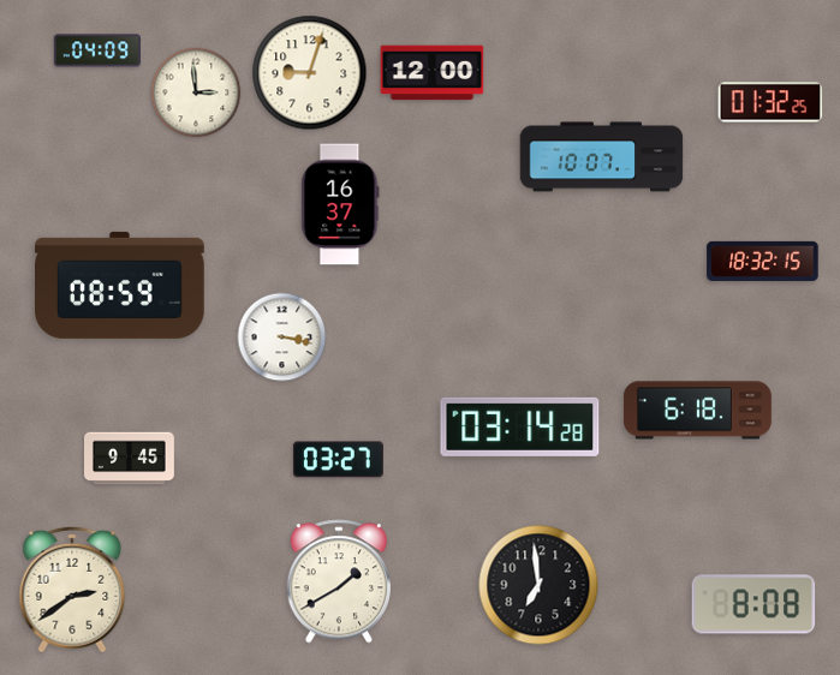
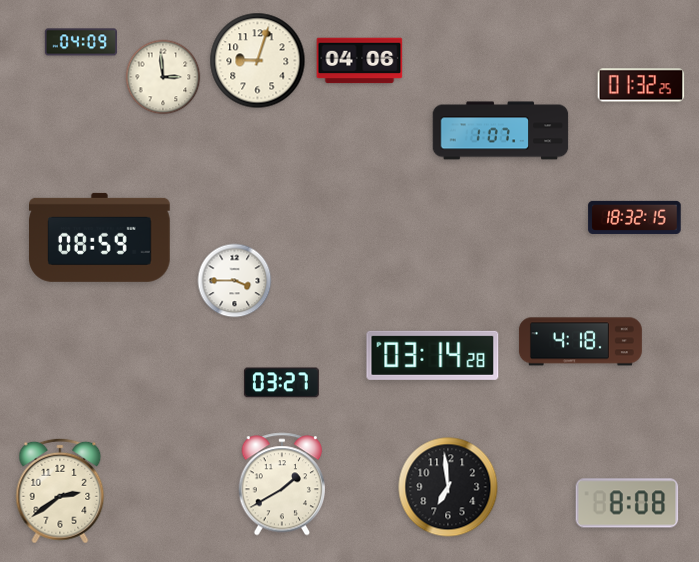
clock at (433, 73): 12:00 -> 04:06
clock at (602, 157): 10:07 -> 1:07
clock at (340, 204): 16:37 -> none
clock at (282, 337): 3:17 -> 3:45
clock at (697, 411): 6:18 -> 4:18
clock at (130, 459): 9:45 -> none
